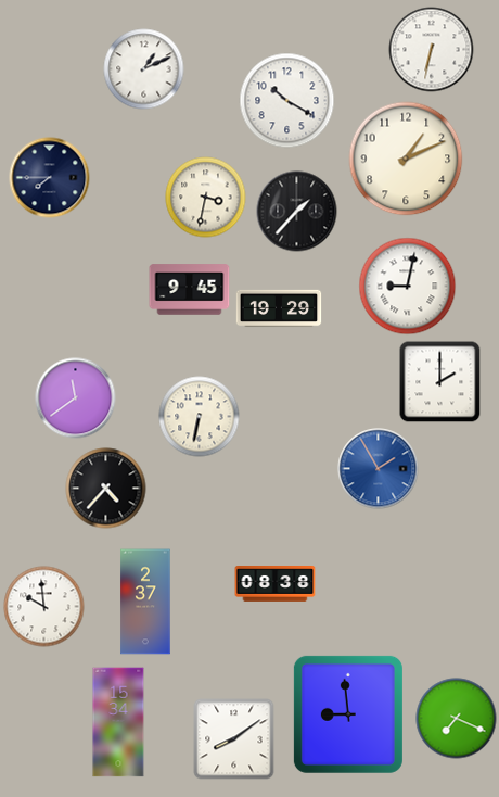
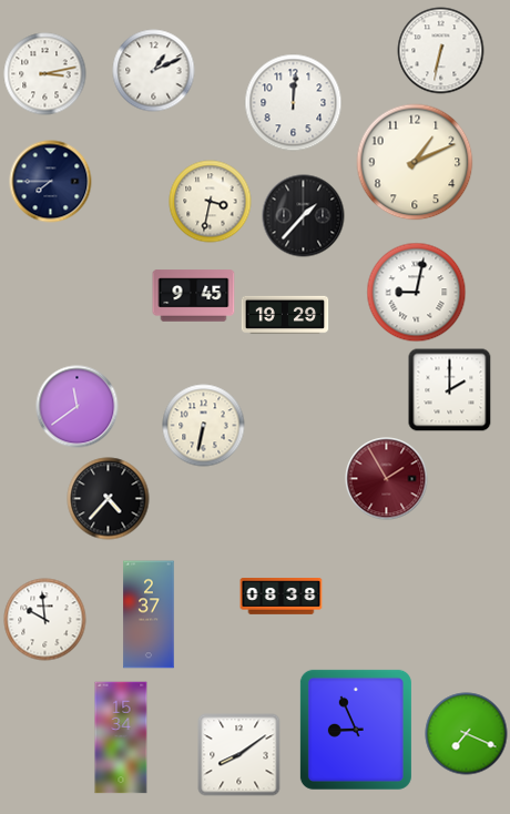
clock at (144, 69) position: (144, 69) -> (154, 71)
clock at (45, 74): none -> 3:13
clock at (287, 101): 10:20 -> 12:01
clock at (379, 469) dial: blue -> burgundy
clock at (348, 714): 8:59 -> 8:56
